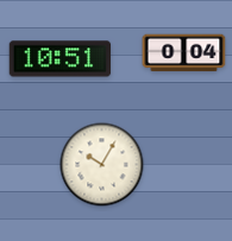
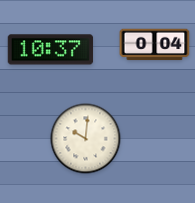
clock at (61, 59): 10:51 -> 10:37
clock at (102, 165): 10:05 -> 10:01
